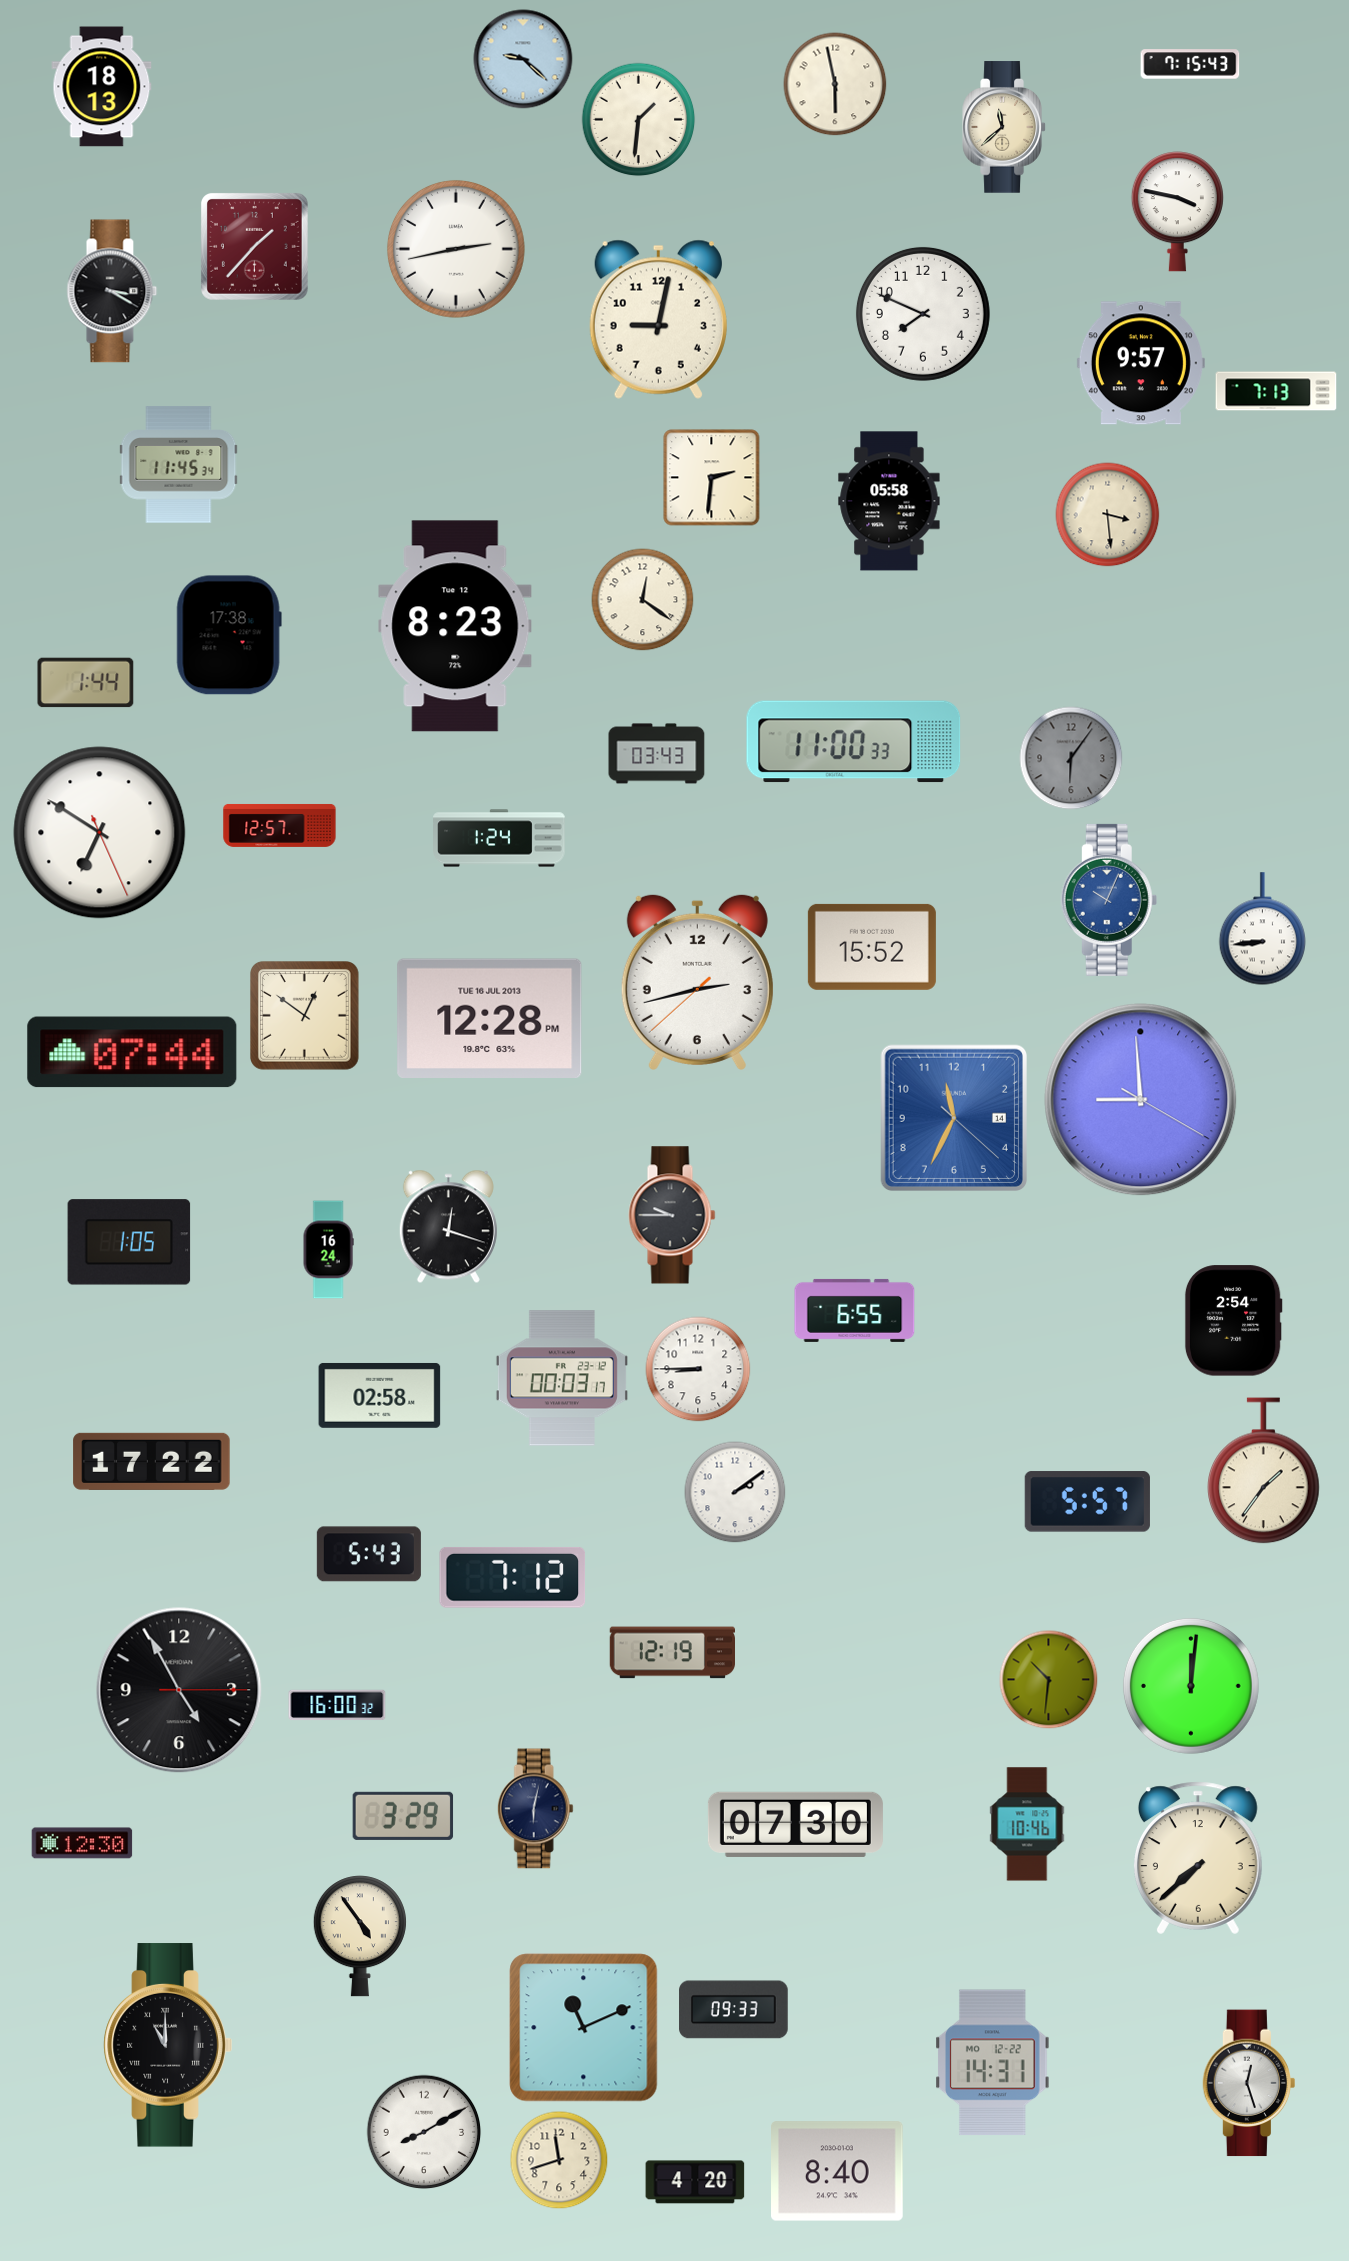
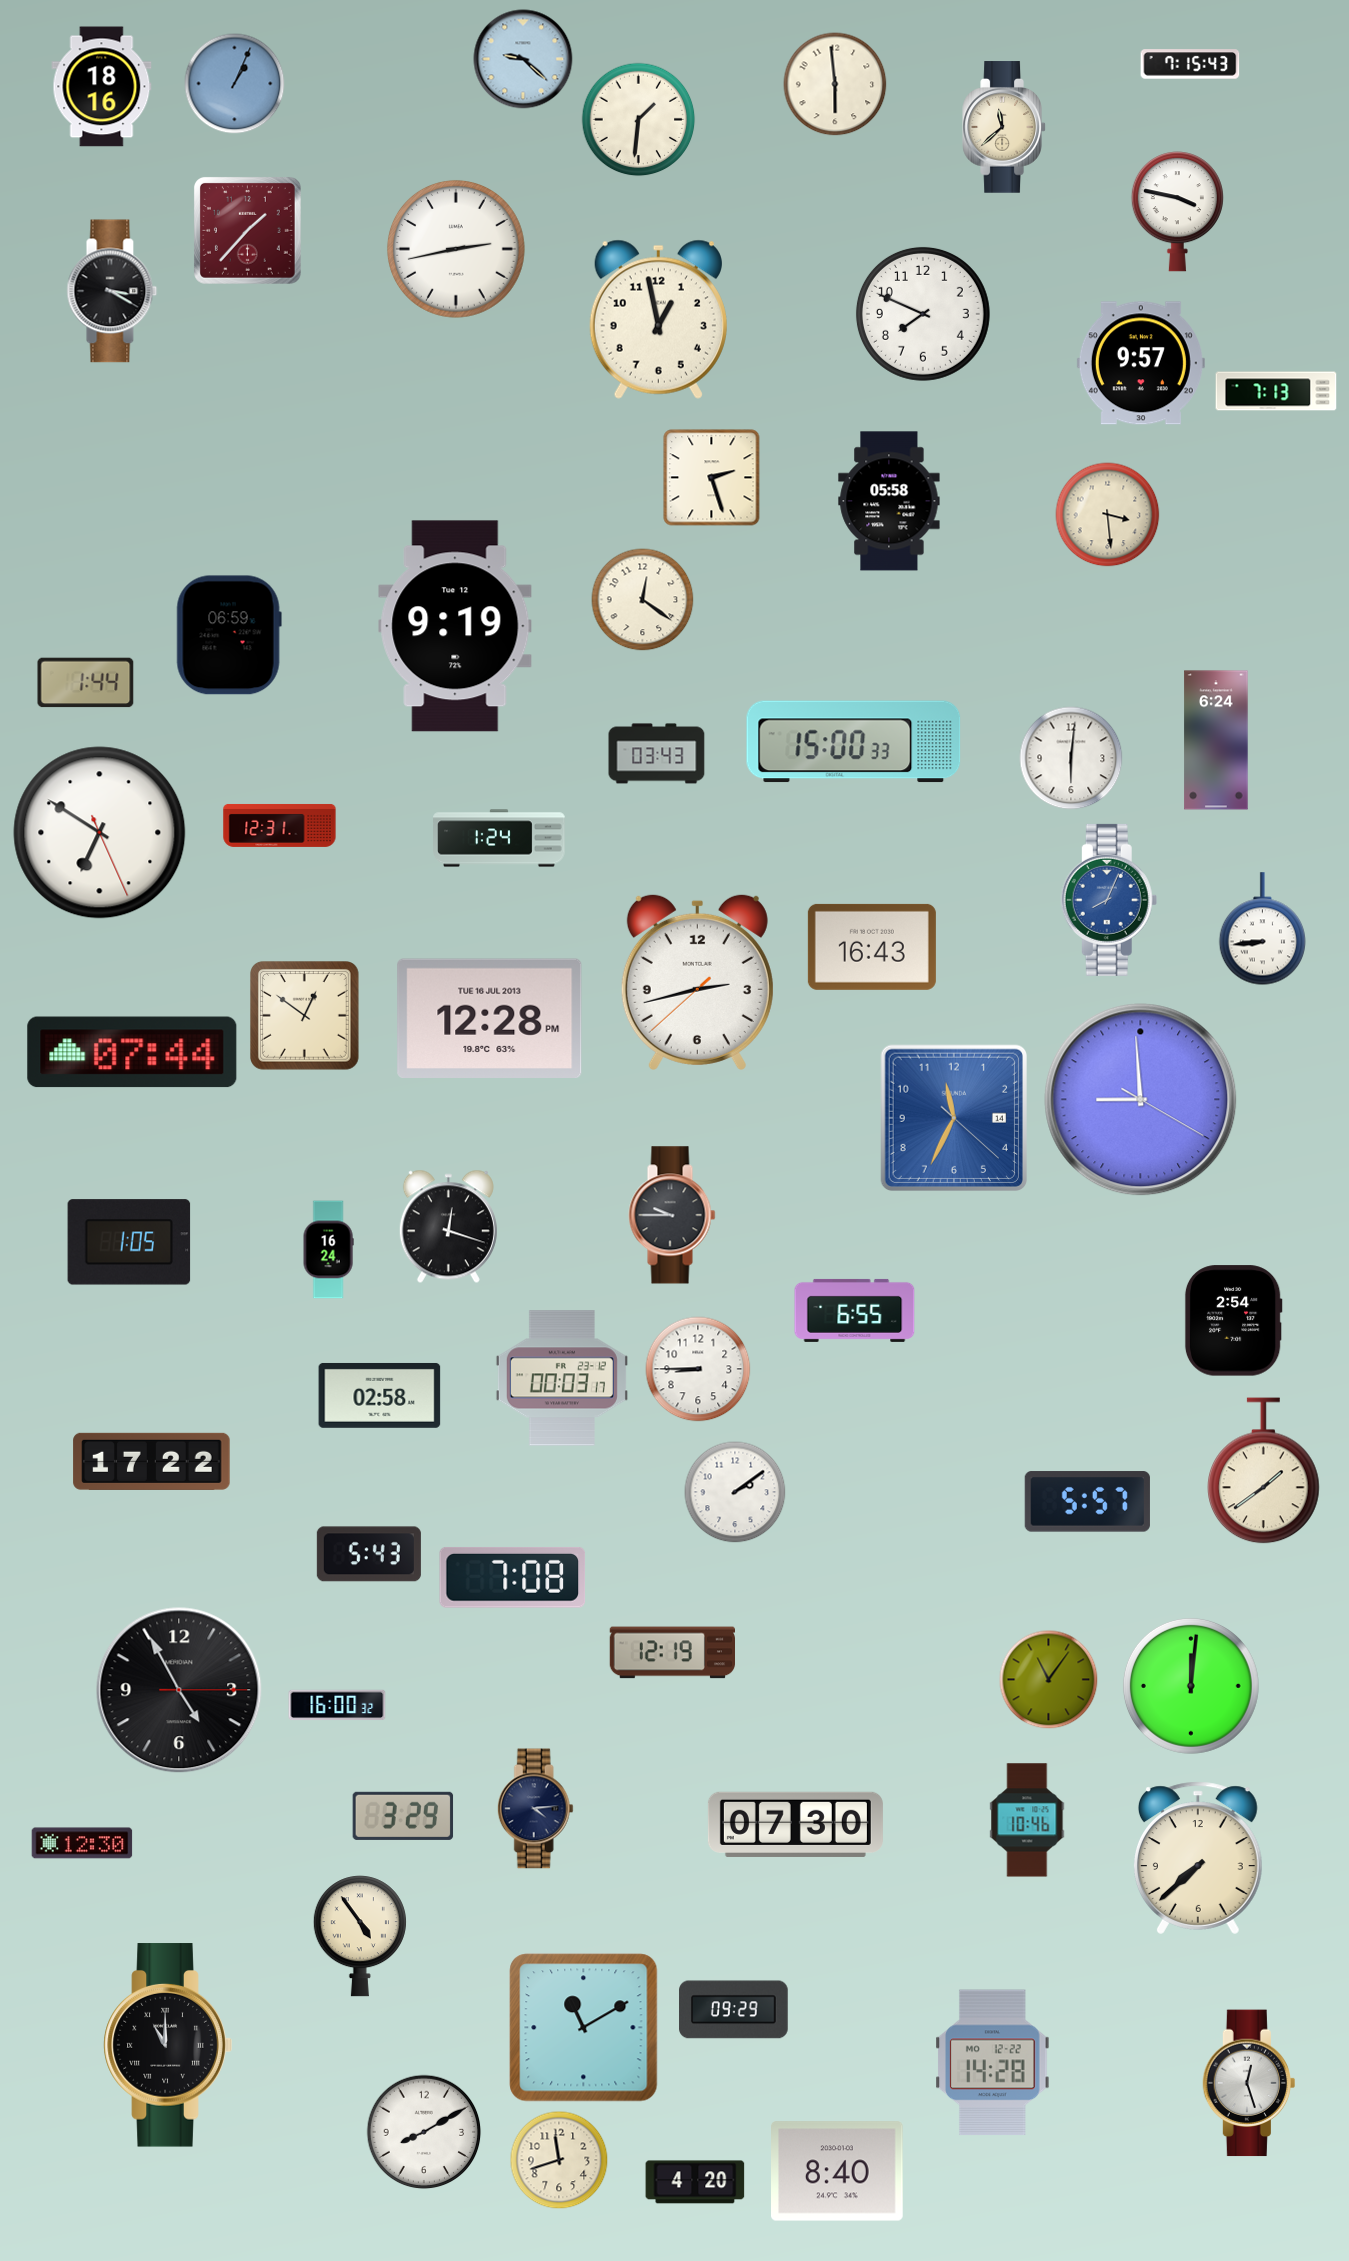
clock at (235, 84): none -> 1:04
clock at (835, 84): 5:58 -> 5:59
clock at (102, 87): 18:13 -> 18:16
clock at (254, 246) position: (254, 246) -> (247, 230)
clock at (658, 319): 9:02 -> 12:58
clock at (179, 465): 11:45 -> none
clock at (712, 478): 2:31 -> 2:27
clock at (455, 626): 8:23 -> 9:19
clock at (229, 635): 17:38 -> 06:59
clock at (1216, 740): none -> 6:24
clock at (854, 742): 11:00 -> 15:00
clock at (1071, 758): 6:06 -> 6:01
clock at (1071, 758) dial: grey -> white
clock at (280, 825): 12:57 -> 12:31
clock at (1109, 900): 10:04 -> 8:04
clock at (872, 947): 15:52 -> 16:43
clock at (1264, 1471): 1:36 -> 1:39
clock at (513, 1577): 7:12 -> 7:08
clock at (1049, 1680): 10:31 -> 11:06
clock at (535, 1809): 6:02 -> 4:14
clock at (1027, 1824) position: (1027, 1824) -> (1027, 1820)
clock at (734, 2010): 09:33 -> 09:29
clock at (584, 2028): 11:11 -> 11:10
clock at (993, 2063): 14:31 -> 14:28
